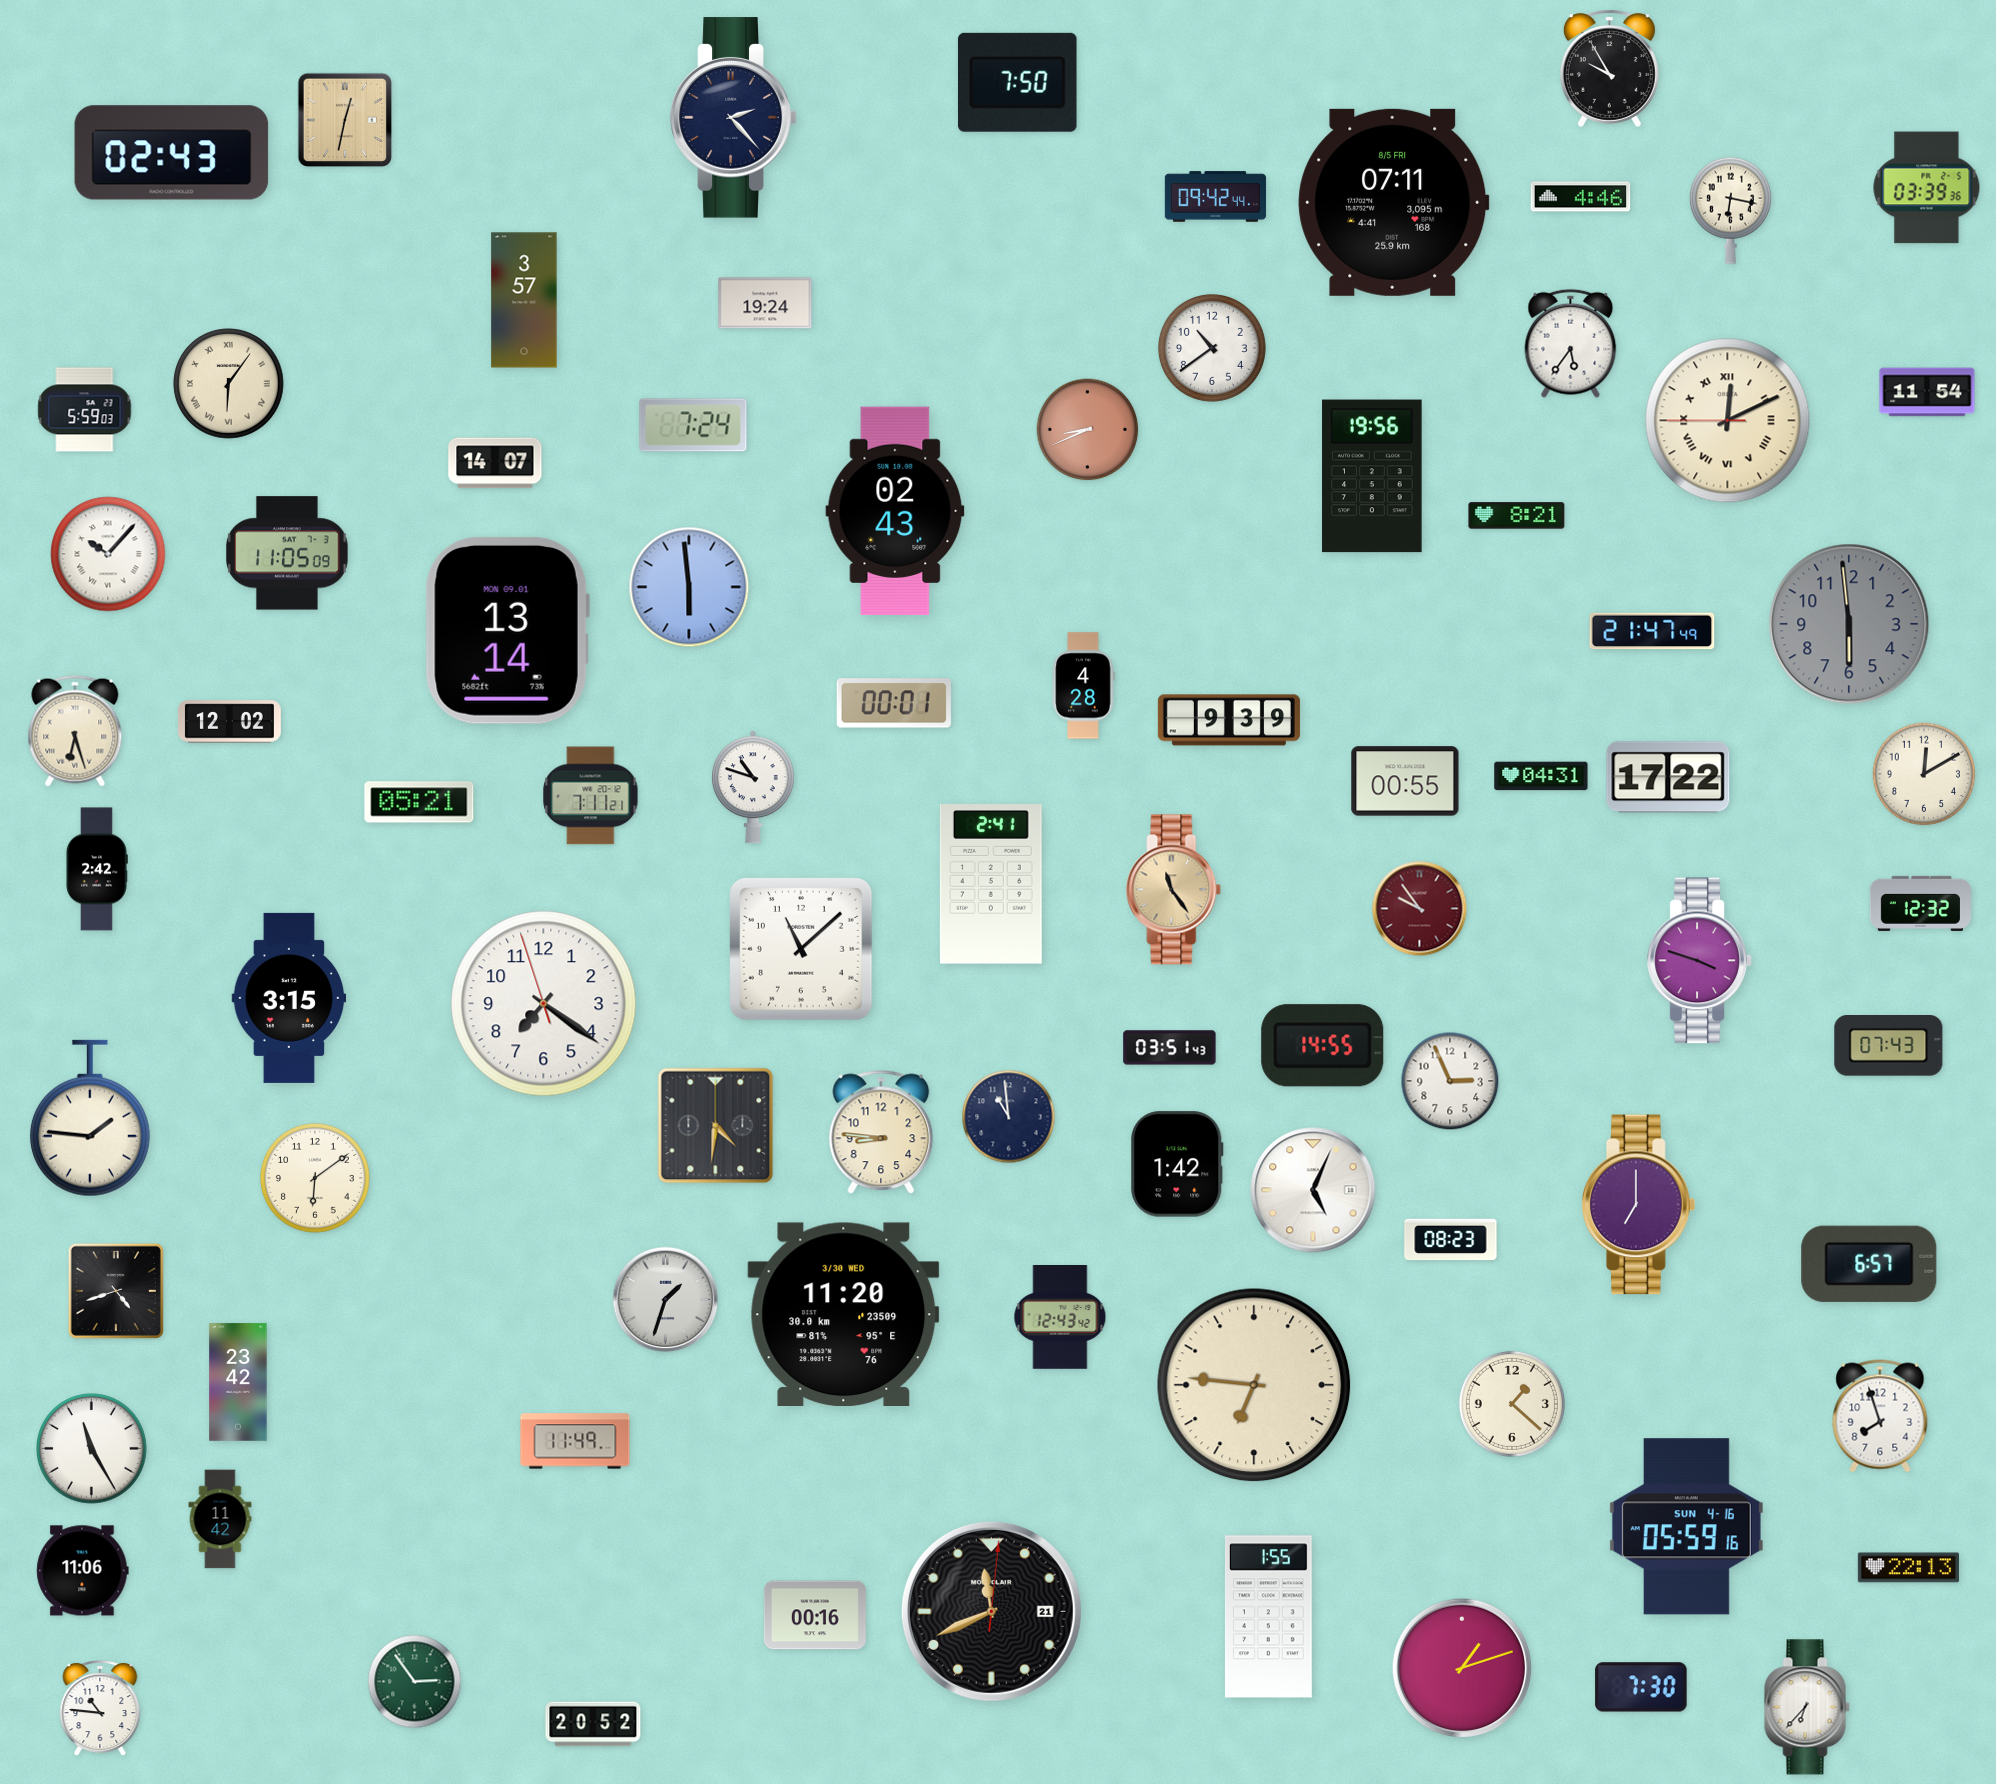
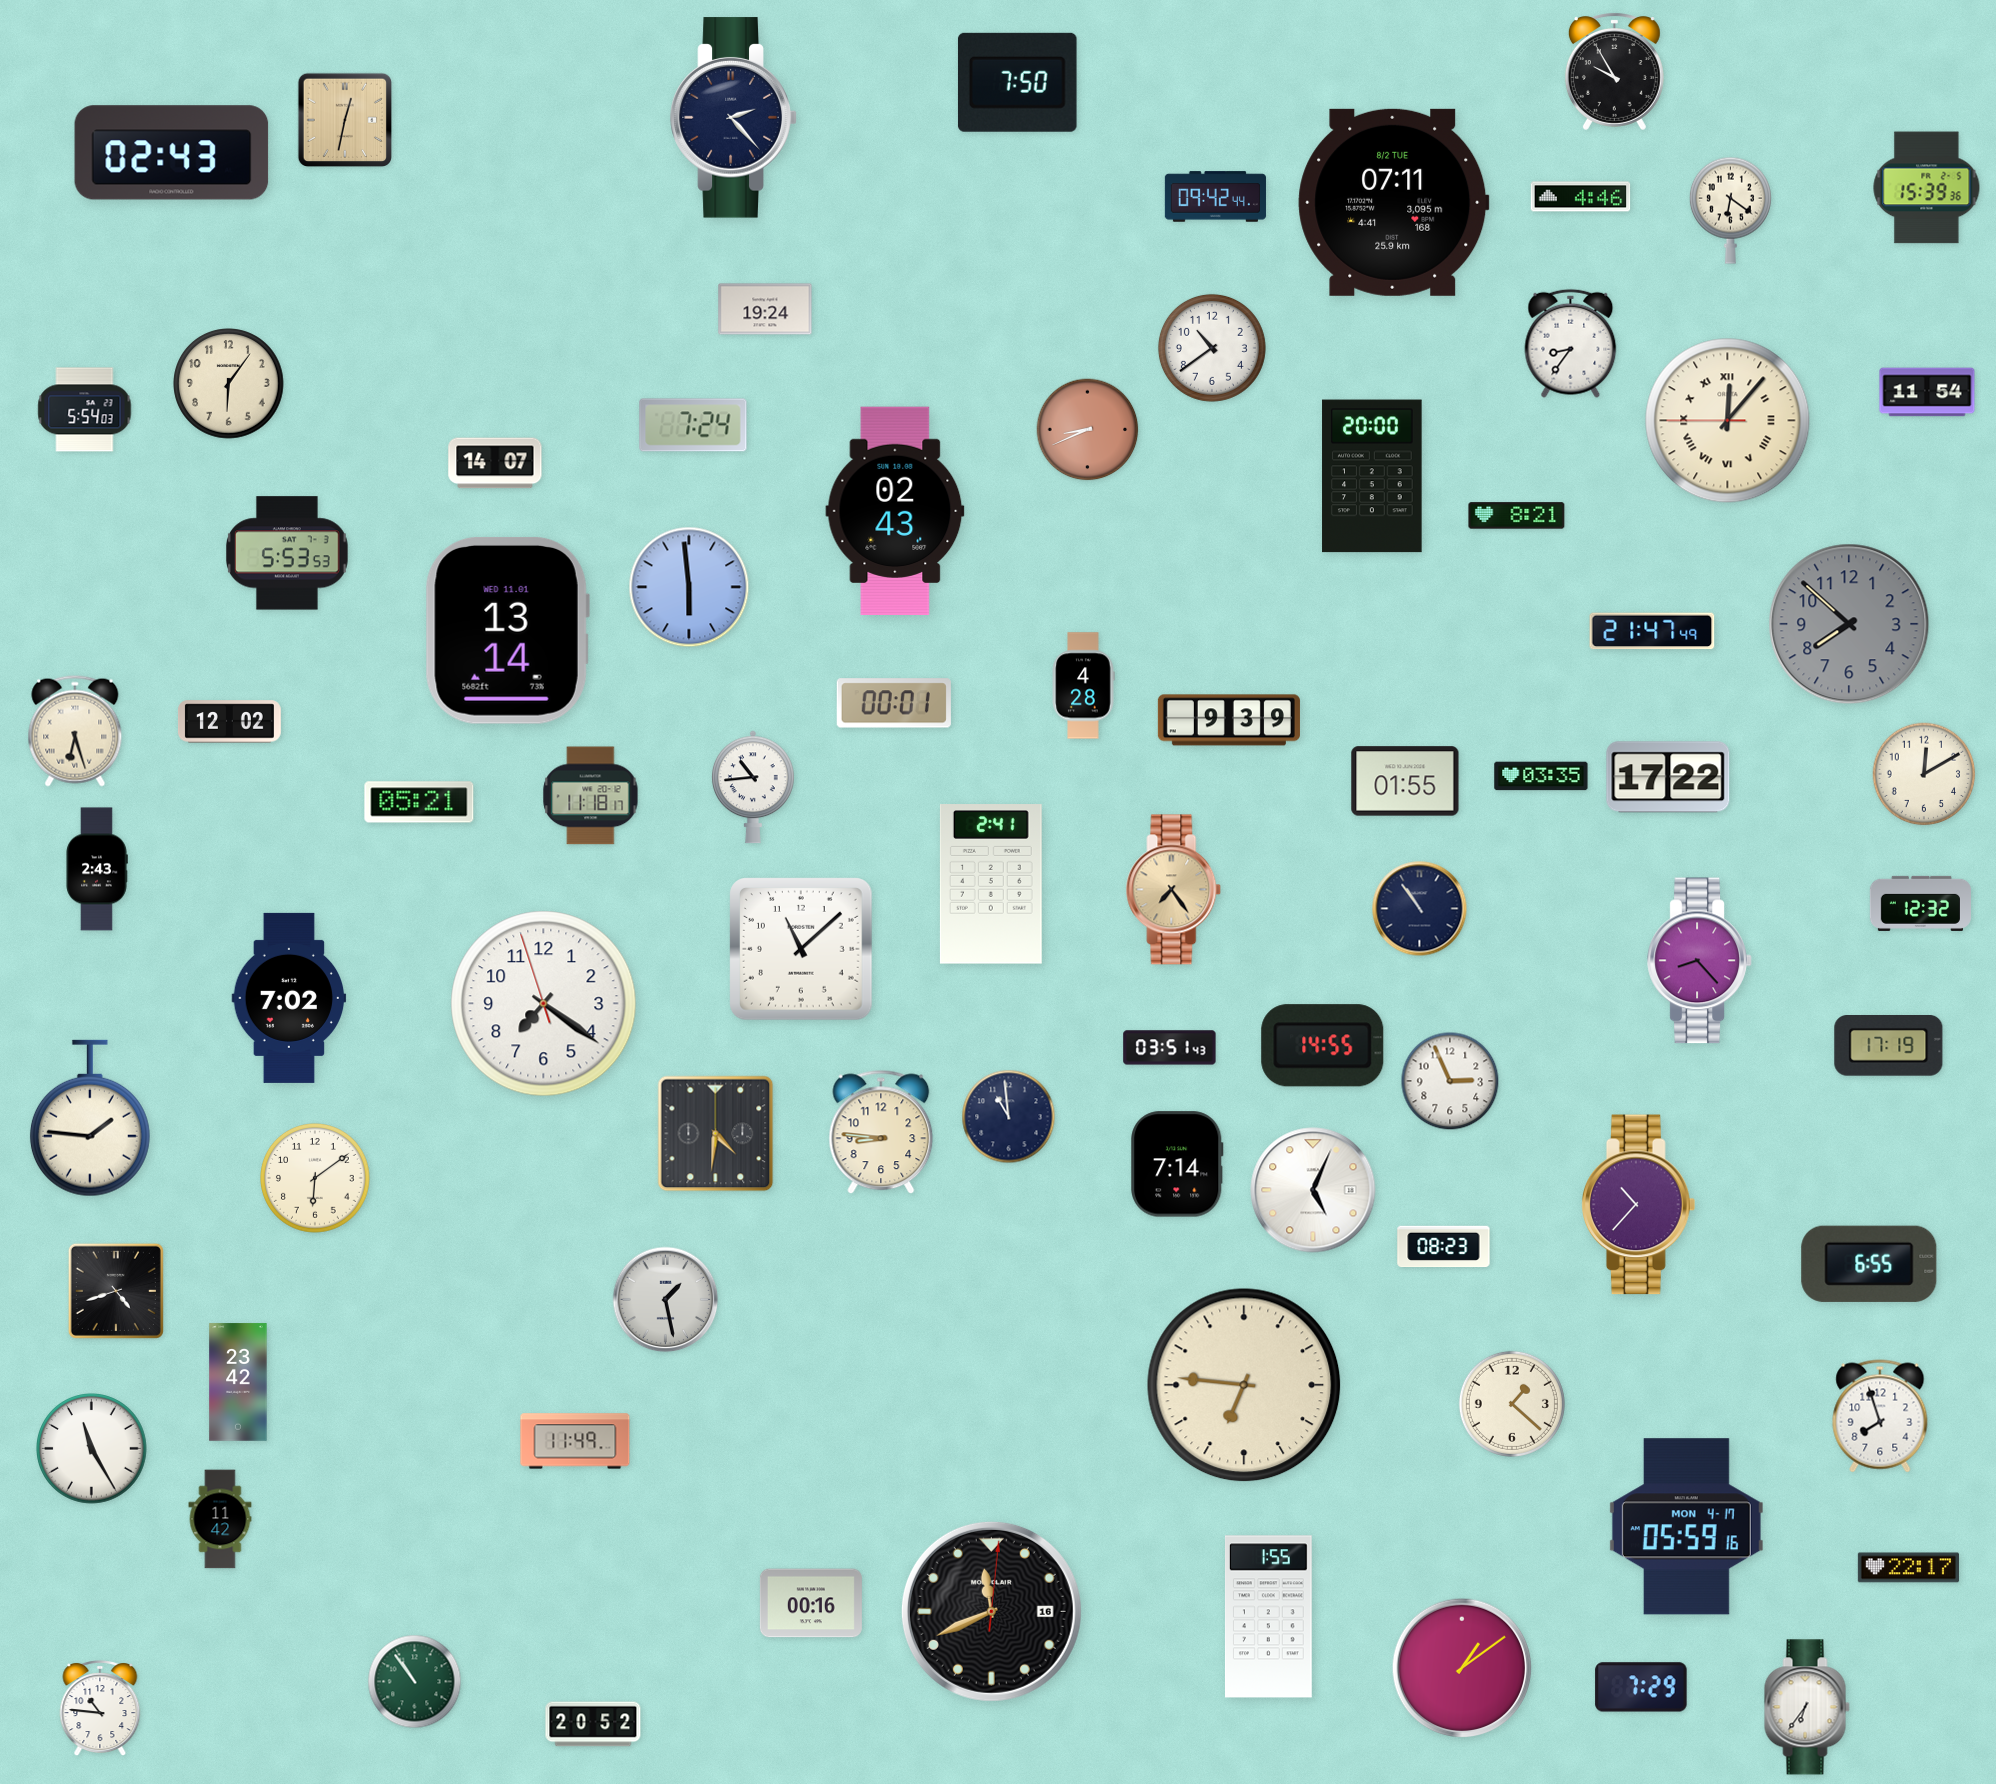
clock at (1609, 68) position: (1609, 68) -> (1614, 71)
clock at (1927, 188): 03:39 -> 15:39
clock at (1394, 202) date: 8/5 FRI -> 8/2 TUE
clock at (1730, 210): 6:17 -> 6:21
clock at (524, 300): 3:57 -> none
clock at (765, 303) position: (765, 303) -> (765, 309)
clock at (1571, 343): 5:36 -> 8:36
clock at (229, 384) numerals: Roman -> Arabic
clock at (85, 410): 5:59 -> 5:54
clock at (1728, 421): 12:10 -> 12:06
clock at (1372, 476): 19:56 -> 20:00
clock at (288, 553): 11:05 -> 5:53
clock at (108, 554): 10:07 -> none
clock at (1849, 624): 5:59 -> 7:52
clock at (507, 630) date: MON 09.01 -> WED 11.01
clock at (1541, 776): 04:31 -> 03:35
clock at (1405, 781): 00:55 -> 01:55
clock at (753, 787): 10:48 -> 10:44
clock at (591, 796): 7:11 -> 11:18
clock at (97, 869): 2:42 -> 2:43
clock at (1174, 890): 11:24 -> 7:24
clock at (1420, 909): 9:54 -> 10:54
clock at (1420, 909) dial: burgundy -> navy
clock at (1700, 961): 3:48 -> 8:23
clock at (289, 998): 3:15 -> 7:02
clock at (1889, 1046): 07:43 -> 17:19
clock at (716, 1126) position: (716, 1126) -> (716, 1134)
clock at (1178, 1164): 1:42 -> 7:14
clock at (1639, 1205): 7:00 -> 10:37
clock at (1451, 1240) position: (1451, 1240) -> (1444, 1247)
clock at (1869, 1264): 6:57 -> 6:55
clock at (666, 1300): 1:33 -> 1:28
clock at (844, 1314): 11:20 -> none
clock at (1060, 1318): 12:43 -> none
clock at (1254, 1385) position: (1254, 1385) -> (1244, 1385)
clock at (1686, 1527) date: SUN 4-16 -> MON 4-17
clock at (1908, 1568): 22:13 -> 22:17
clock at (83, 1571): 11:06 -> none
clock at (991, 1611) date: 21 -> 16
clock at (815, 1615) position: (815, 1615) -> (811, 1603)
clock at (1462, 1668): 1:12 -> 1:09
clock at (415, 1682): 2:54 -> 10:54
clock at (1641, 1687): 7:30 -> 7:29
clock at (1807, 1707): 6:37 -> 6:36
